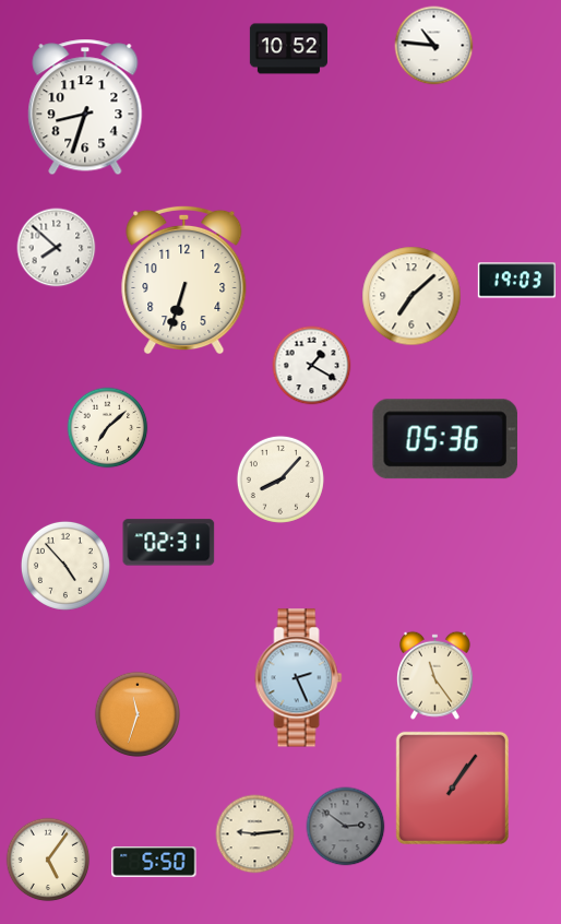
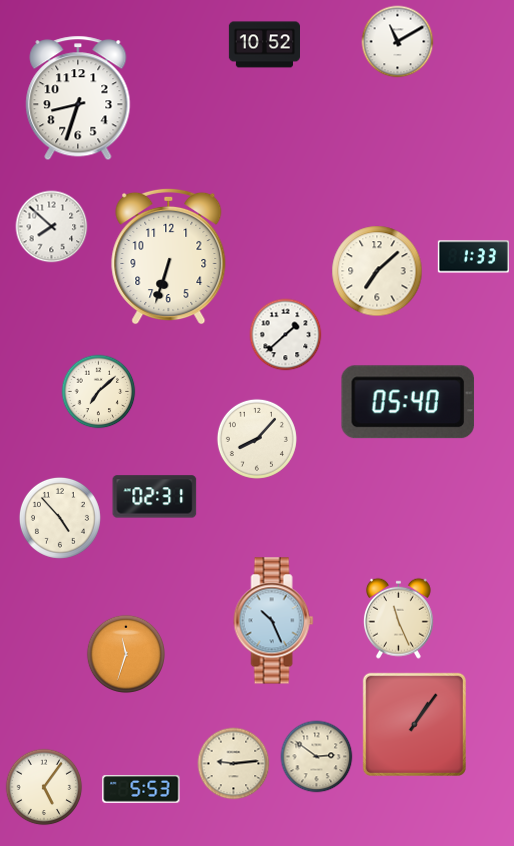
clock at (434, 46): 10:46 -> 11:10
clock at (516, 281): 19:03 -> 1:33
clock at (312, 366): 1:20 -> 1:38
clock at (445, 439): 05:36 -> 05:40
clock at (434, 675): 11:24 -> 11:26
clock at (299, 678): 2:26 -> 10:26
clock at (452, 787) position: (452, 787) -> (414, 724)
clock at (346, 827) dial: grey -> cream
clock at (154, 863): 5:50 -> 5:53
